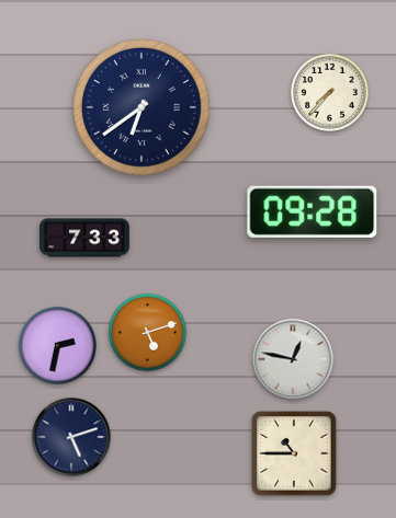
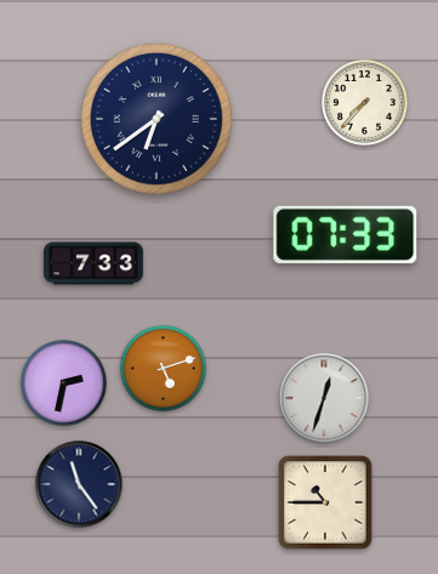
clock at (313, 211): 09:28 -> 07:33
clock at (293, 359): 12:47 -> 12:33
clock at (71, 437): 5:12 -> 11:24
